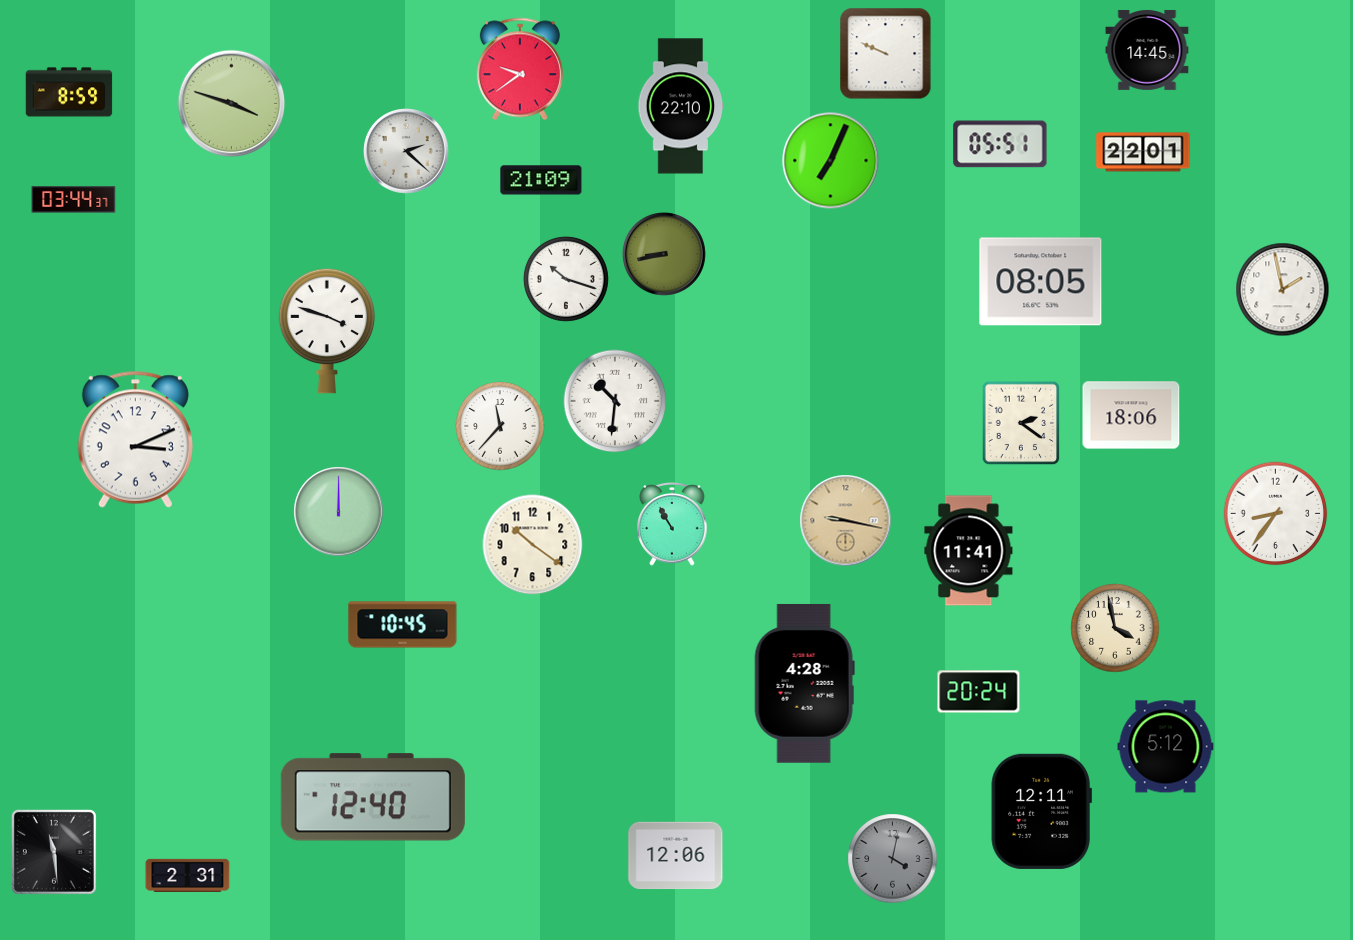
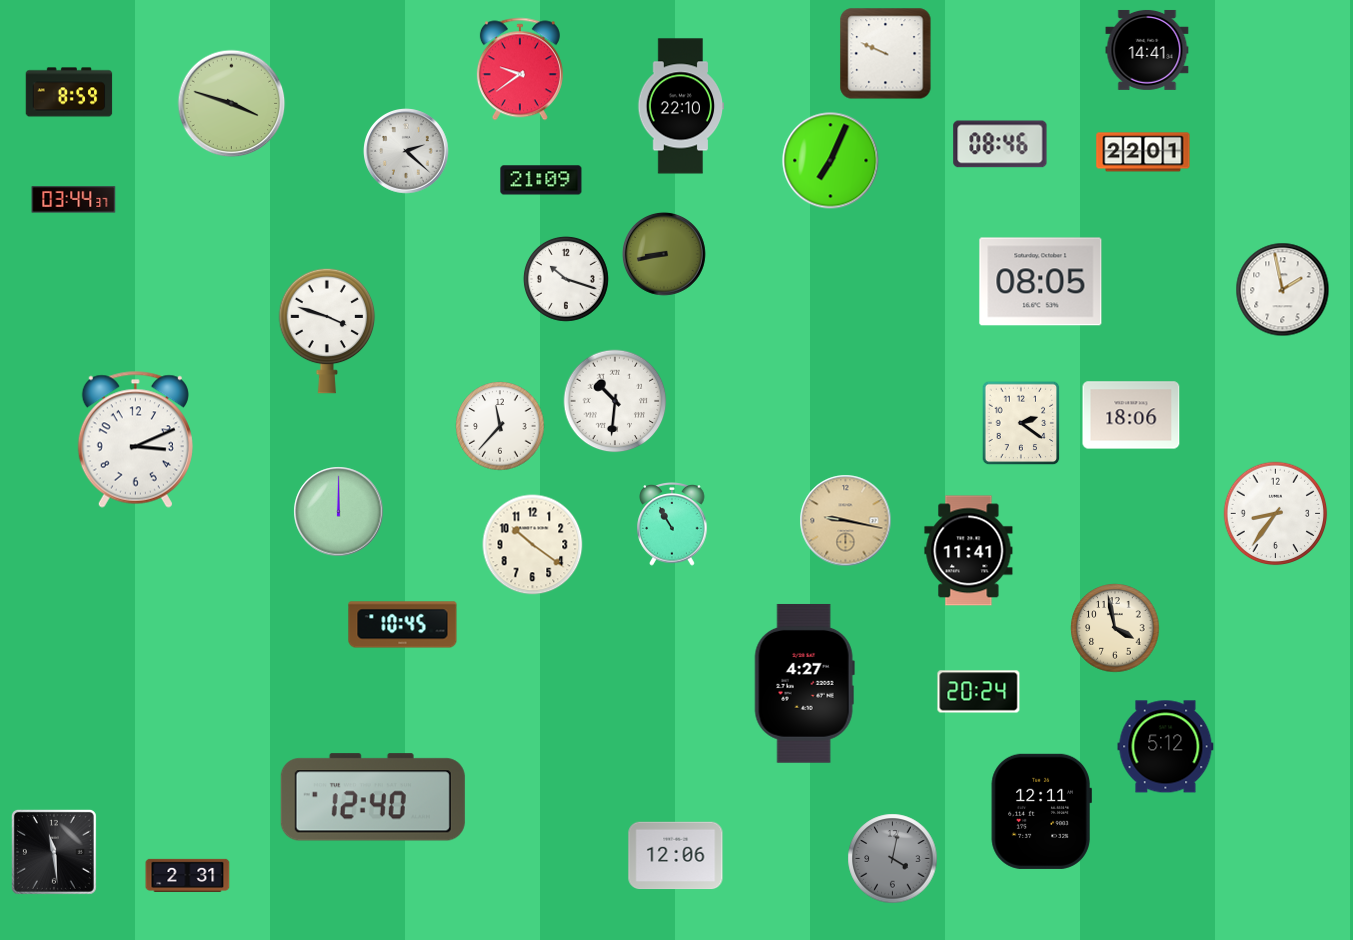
clock at (1147, 50): 14:45 -> 14:41
clock at (1000, 144): 05:51 -> 08:46
clock at (804, 683): 4:28 -> 4:27
